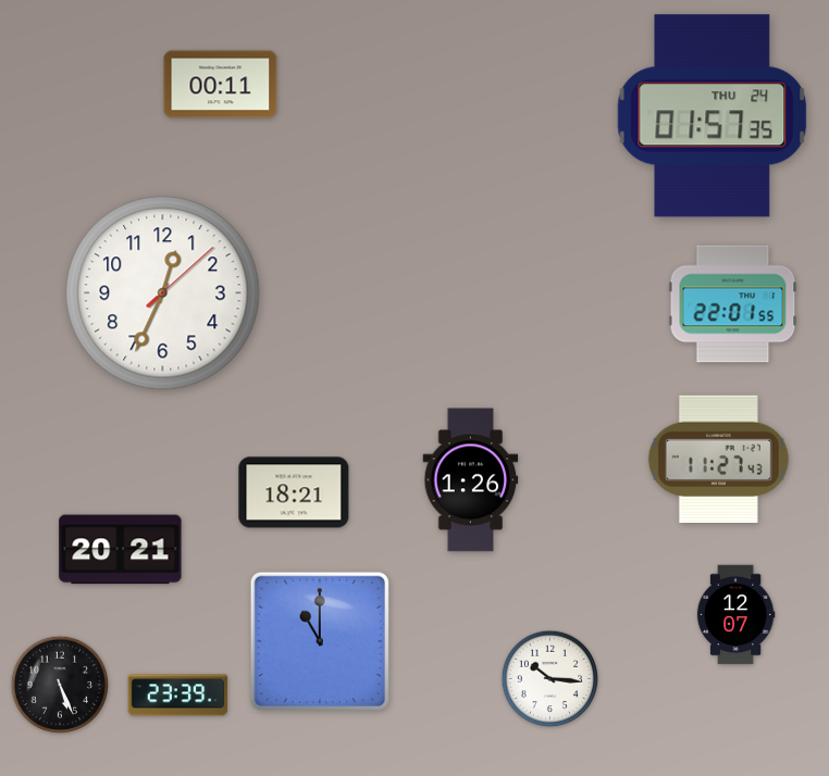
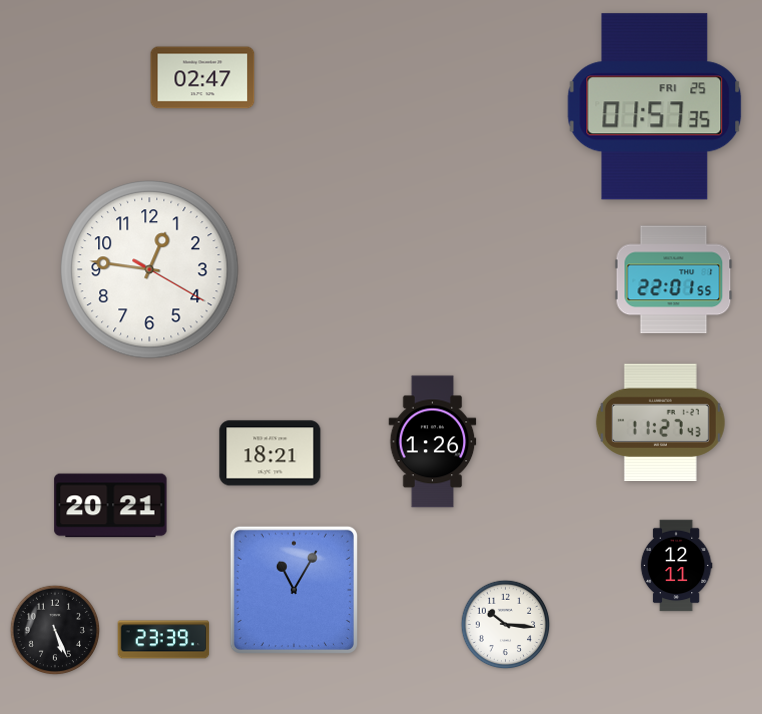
clock at (221, 85): 00:11 -> 02:47
clock at (713, 116) date: THU 24 -> FRI 25
clock at (163, 293): 12:34 -> 12:46
clock at (735, 615): 12:07 -> 12:11
clock at (320, 641): 11:00 -> 11:05
